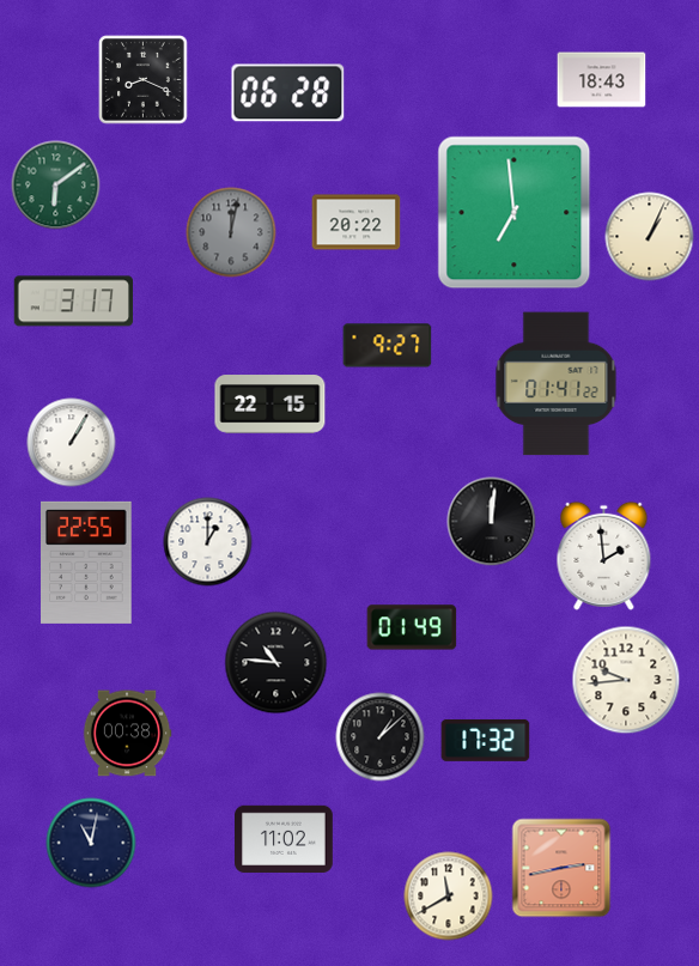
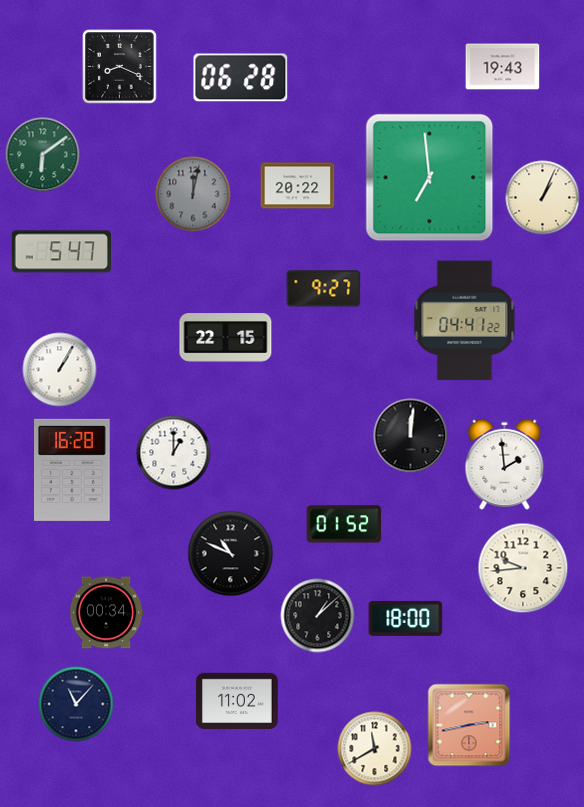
clock at (602, 80): 18:43 -> 19:43
clock at (56, 186) position: (56, 186) -> (43, 155)
clock at (74, 302): 3:17 -> 5:47
clock at (557, 384): 01:41 -> 04:41
clock at (86, 563): 22:55 -> 16:28
clock at (412, 627): 01:49 -> 01:52
clock at (276, 663): 10:46 -> 10:49
clock at (127, 734): 00:38 -> 00:34
clock at (486, 740): 17:32 -> 18:00
clock at (91, 843): 11:02 -> 11:07
